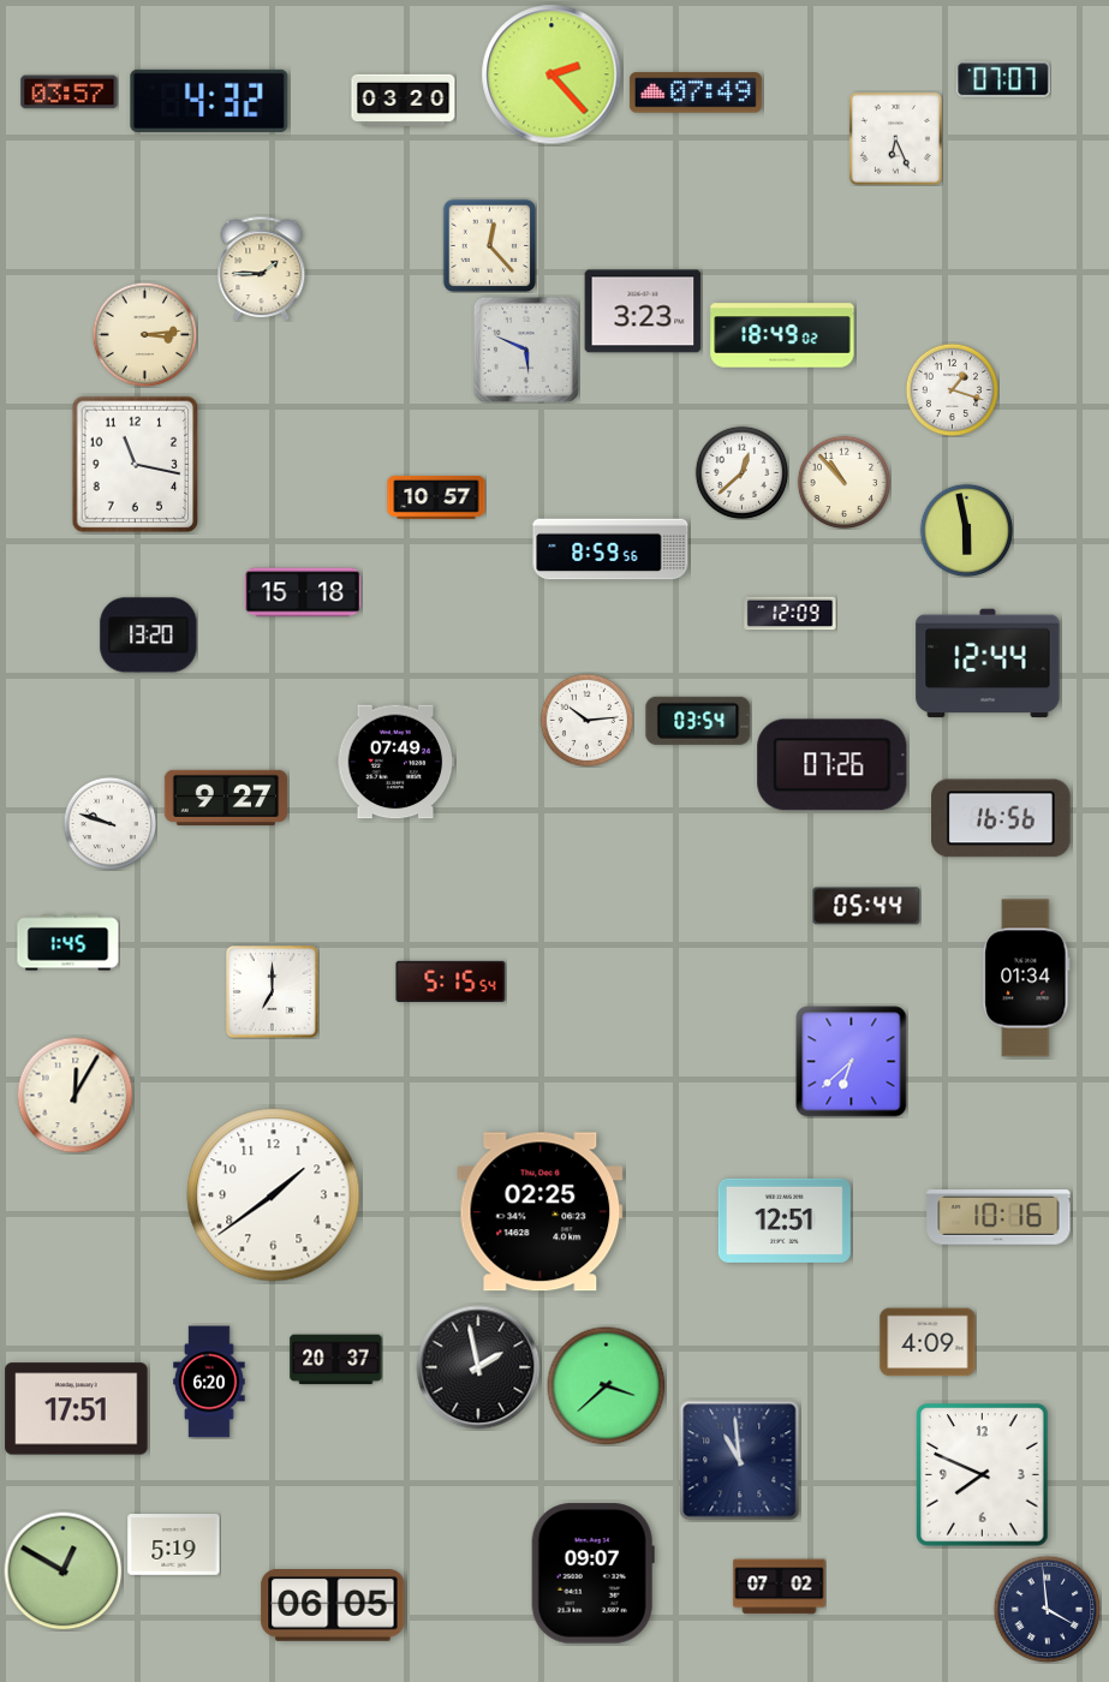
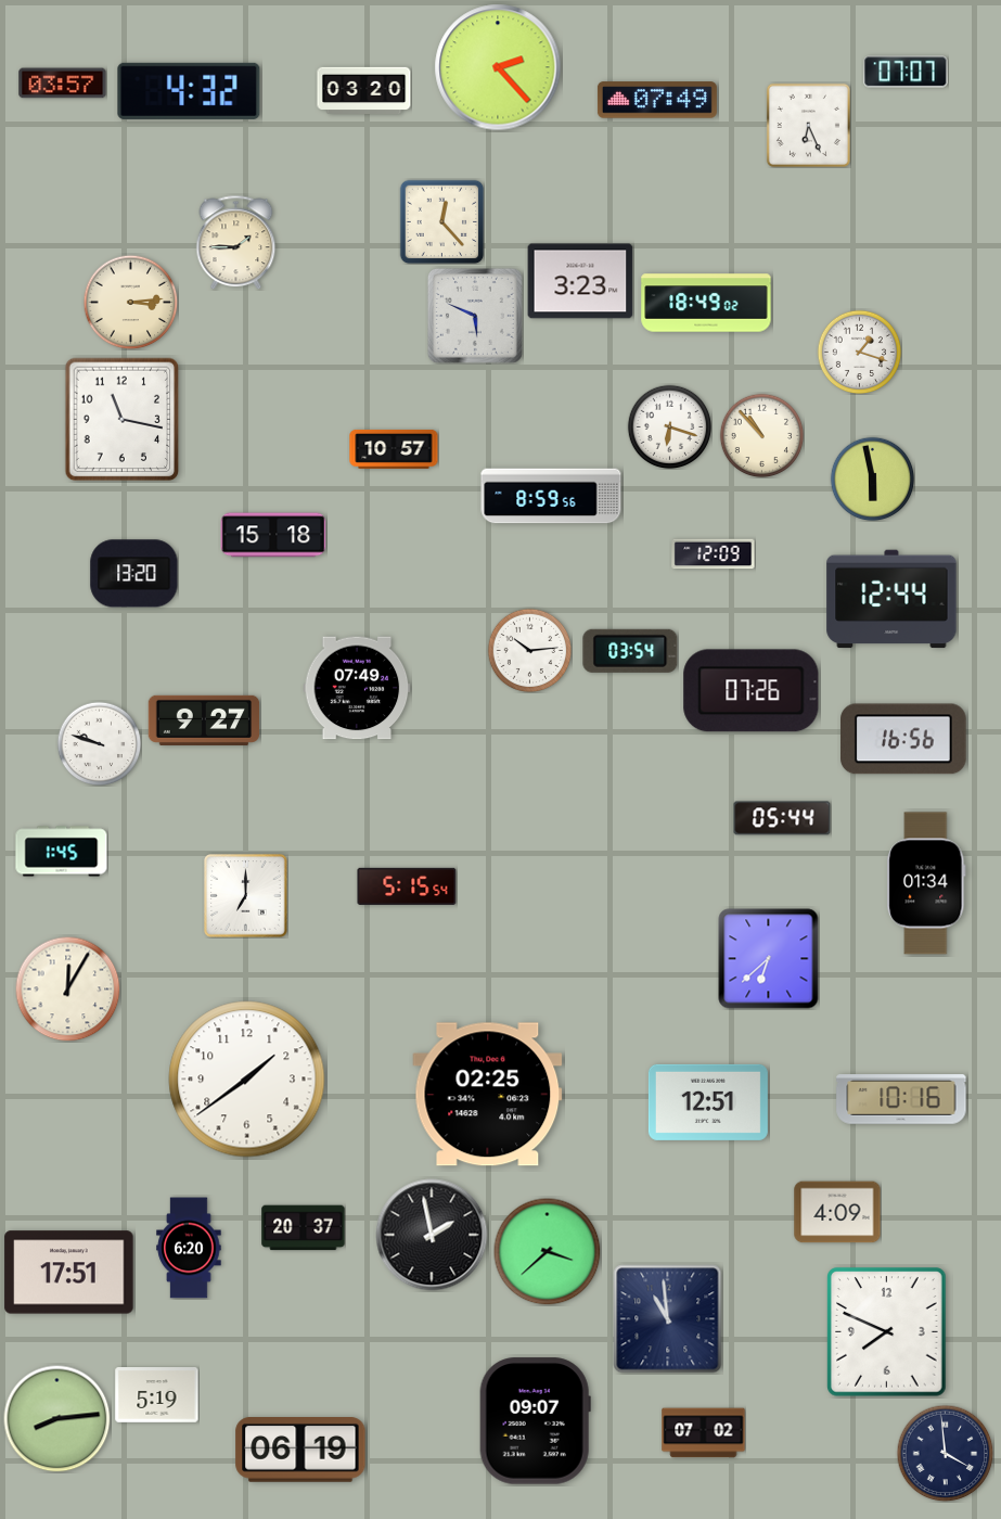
clock at (696, 93) position: (696, 93) -> (657, 100)
clock at (741, 472): 12:38 -> 6:18
clock at (64, 1571): 12:50 -> 8:14
clock at (333, 1606): 06:05 -> 06:19
